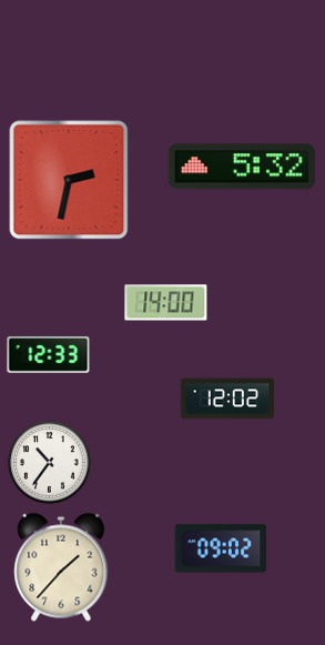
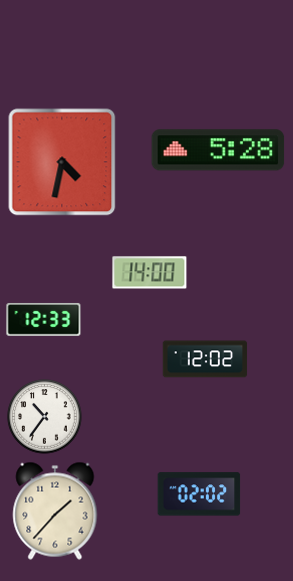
clock at (242, 167): 5:32 -> 5:28
clock at (69, 180): 2:32 -> 4:32
clock at (221, 548): 09:02 -> 02:02
